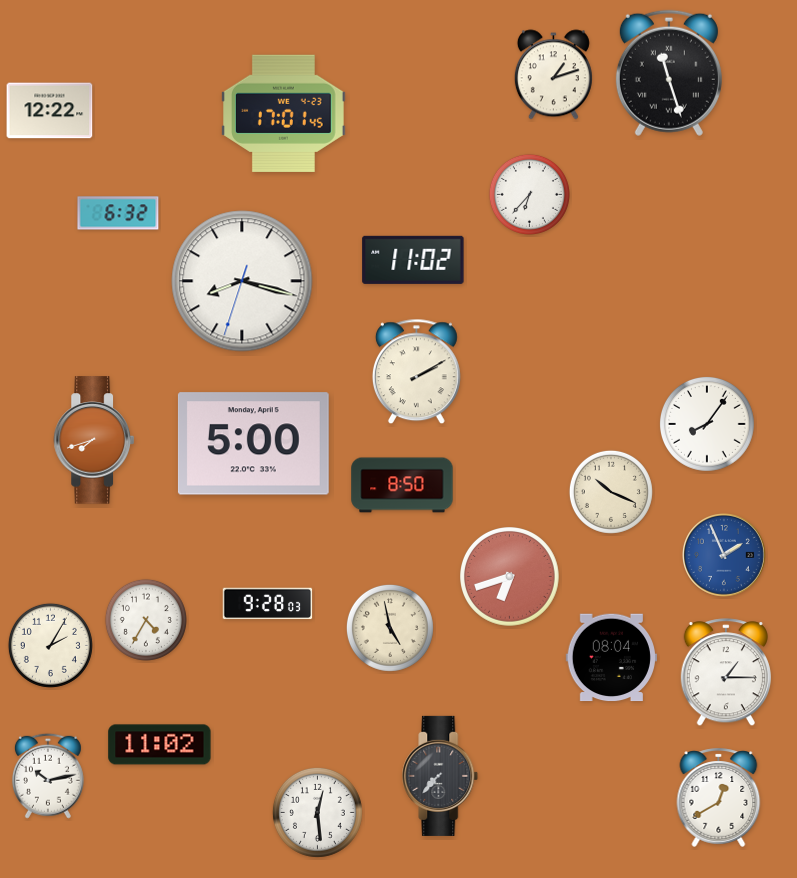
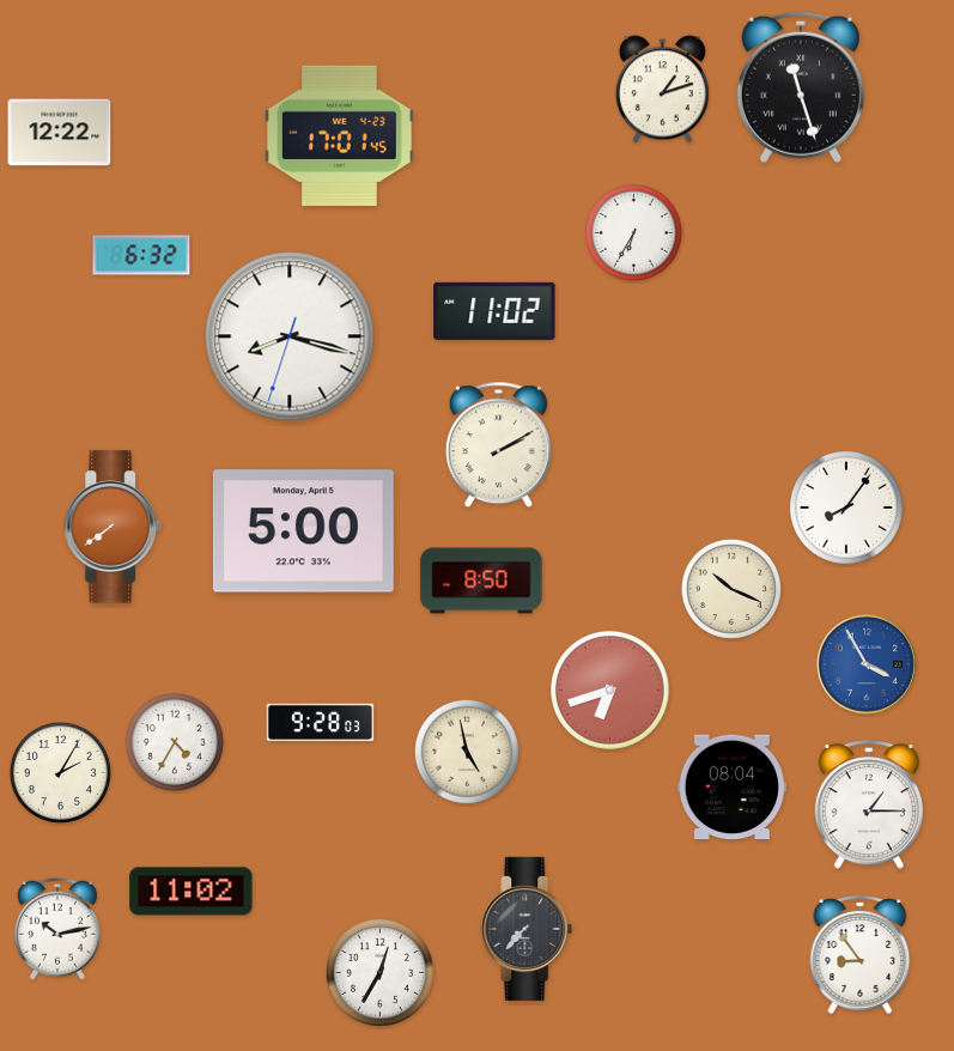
clock at (529, 194): 6:37 -> 6:35
clock at (94, 440): 7:42 -> 7:39
clock at (724, 555): 1:56 -> 3:55
clock at (719, 797): 12:40 -> 8:54
clock at (317, 812): 12:29 -> 12:35
